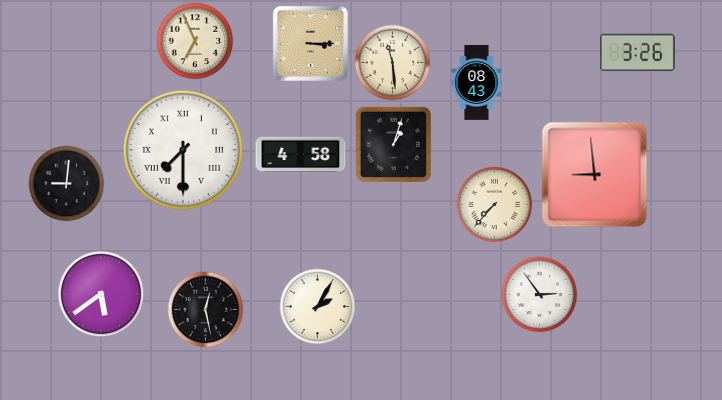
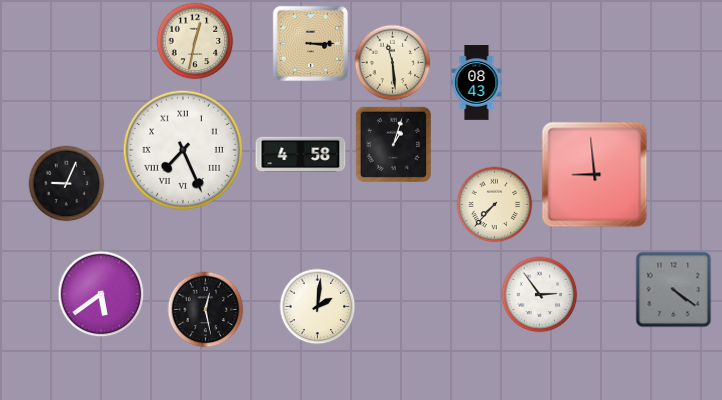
clock at (195, 41): 6:56 -> 12:32
clock at (638, 53): 3:26 -> none
clock at (183, 150): 7:30 -> 7:26
clock at (67, 184): 9:01 -> 9:04
clock at (674, 290): none -> 4:21
clock at (318, 307): 2:05 -> 2:01
